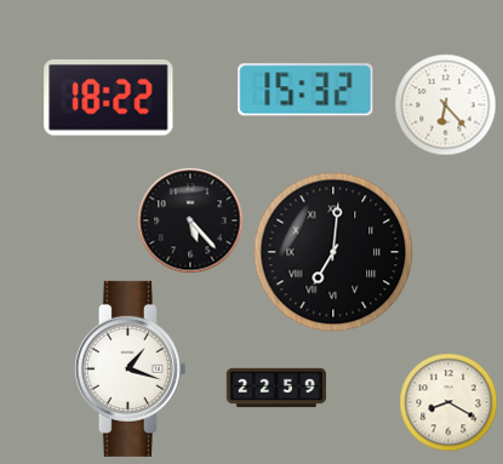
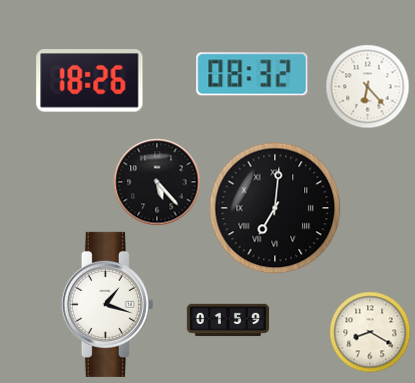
clock at (305, 90): 15:32 -> 08:32
clock at (109, 98): 18:22 -> 18:26
clock at (276, 388): 22:59 -> 01:59
